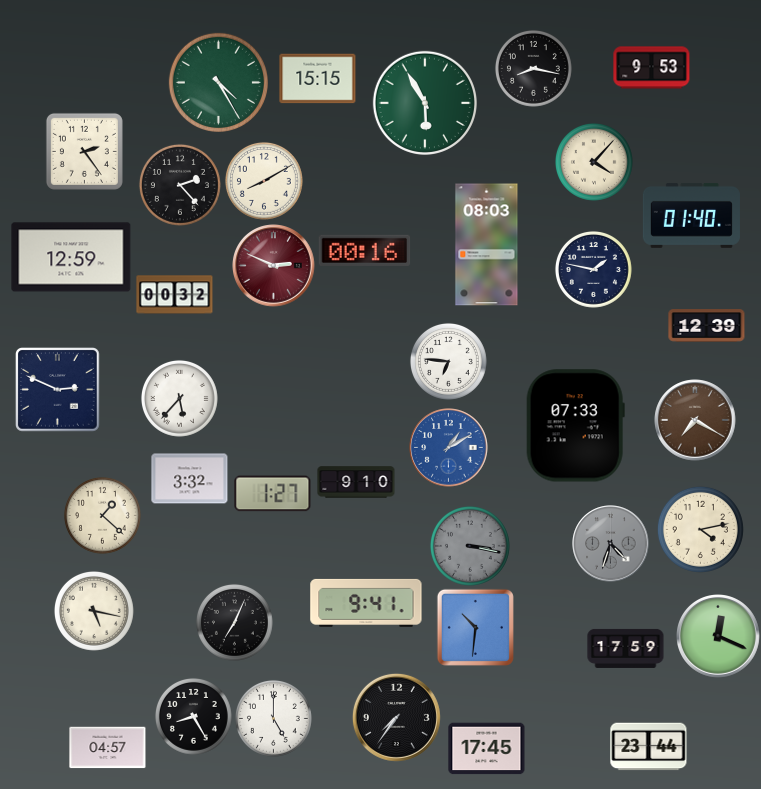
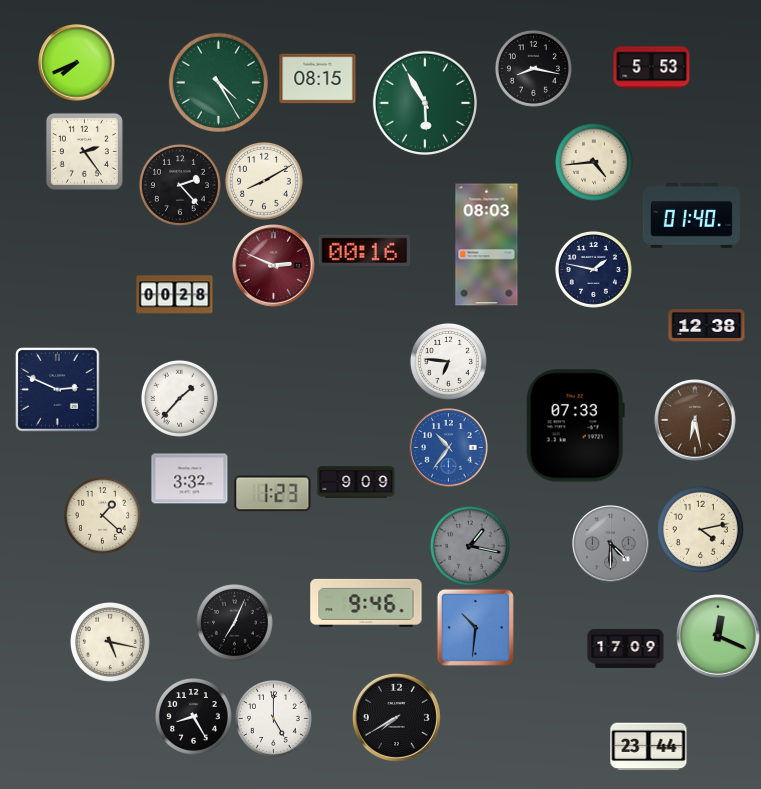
clock at (77, 63): none -> 7:41
clock at (652, 68): 9:53 -> 5:53
clock at (318, 79): 15:15 -> 08:15
clock at (594, 162): 4:07 -> 4:44
clock at (71, 257): 12:59 -> none
clock at (175, 295): 00:32 -> 00:28
clock at (707, 326): 12:39 -> 12:38
clock at (179, 398): 5:37 -> 1:37
clock at (695, 420): 7:20 -> 6:28
clock at (449, 448): 1:10 -> 10:36
clock at (356, 482): 9:10 -> 9:09
clock at (273, 494): 1:27 -> 1:23
clock at (611, 544): 4:33 -> 4:30
clock at (470, 546): 3:17 -> 1:17
clock at (366, 603): 9:41 -> 9:46
clock at (94, 611) position: (94, 611) -> (110, 642)
clock at (626, 648): 17:59 -> 17:09
clock at (396, 717): 7:36 -> 7:40
clock at (108, 748): 04:57 -> none
clock at (487, 749): 17:45 -> none
